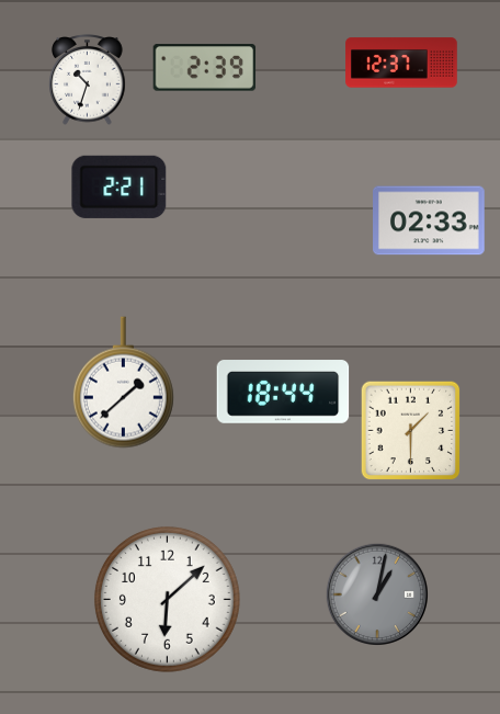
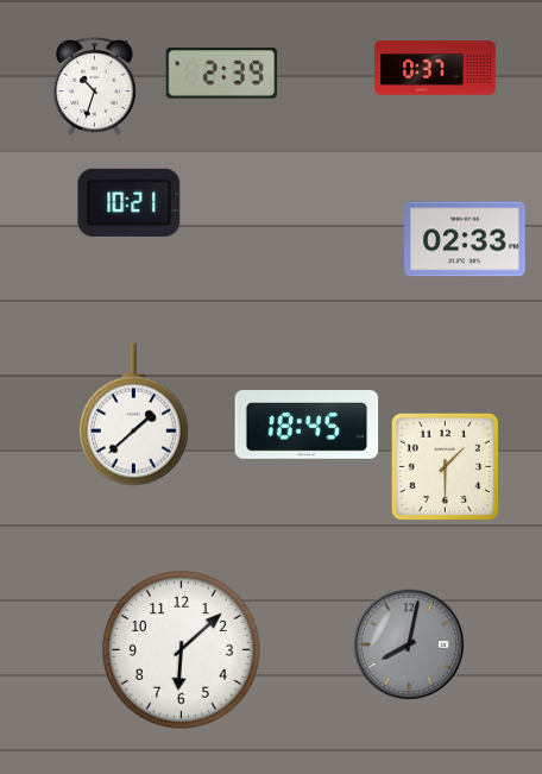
clock at (401, 63): 12:37 -> 0:37
clock at (120, 186): 2:21 -> 10:21
clock at (283, 392): 18:44 -> 18:45
clock at (376, 593): 1:02 -> 8:02
